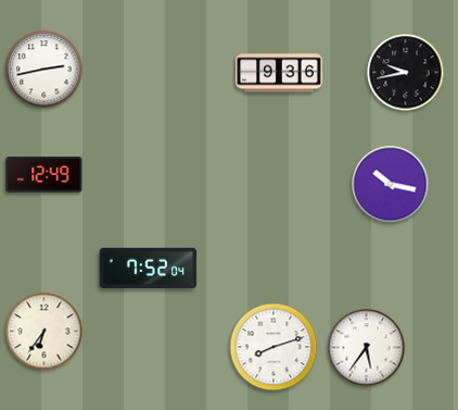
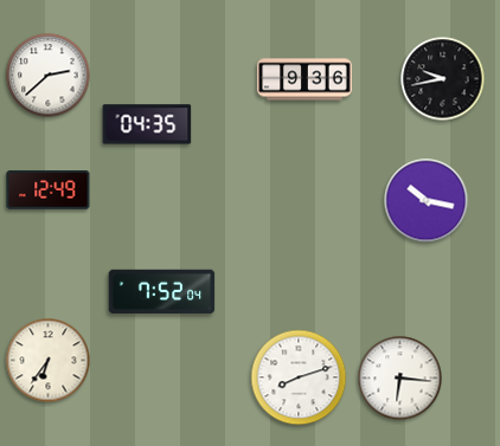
clock at (44, 70): 2:43 -> 2:38
clock at (147, 124): none -> 04:35
clock at (367, 348): 5:36 -> 6:16
